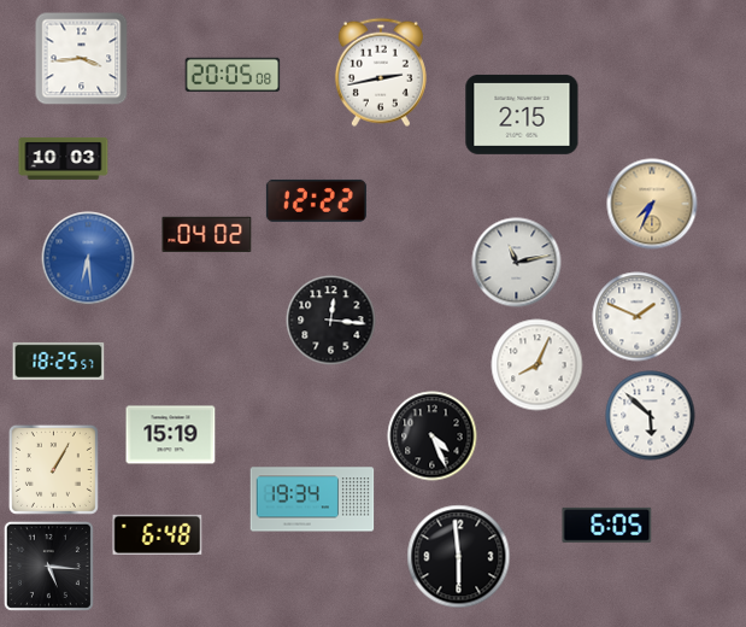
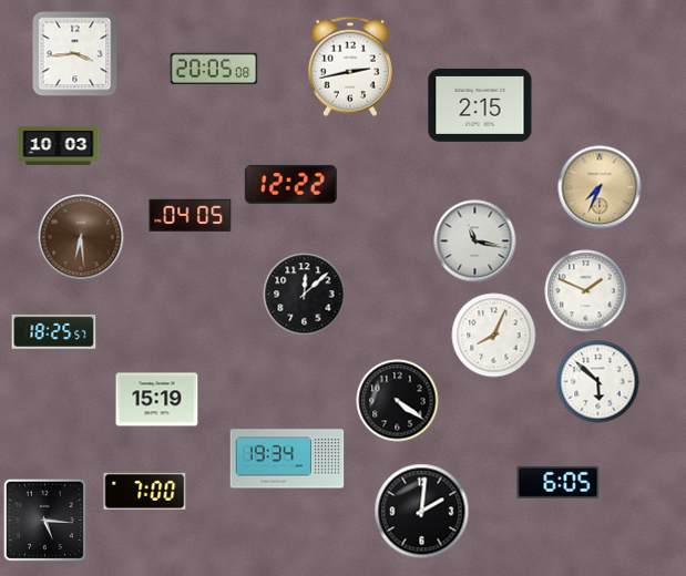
clock at (207, 234): 04:02 -> 04:05
clock at (88, 258) dial: blue -> brown
clock at (517, 263): 11:13 -> 11:17
clock at (331, 321): 12:16 -> 12:08
clock at (433, 436): 4:26 -> 4:21
clock at (53, 469): 1:05 -> none
clock at (158, 534): 6:48 -> 7:00
clock at (459, 557): 5:59 -> 2:01
